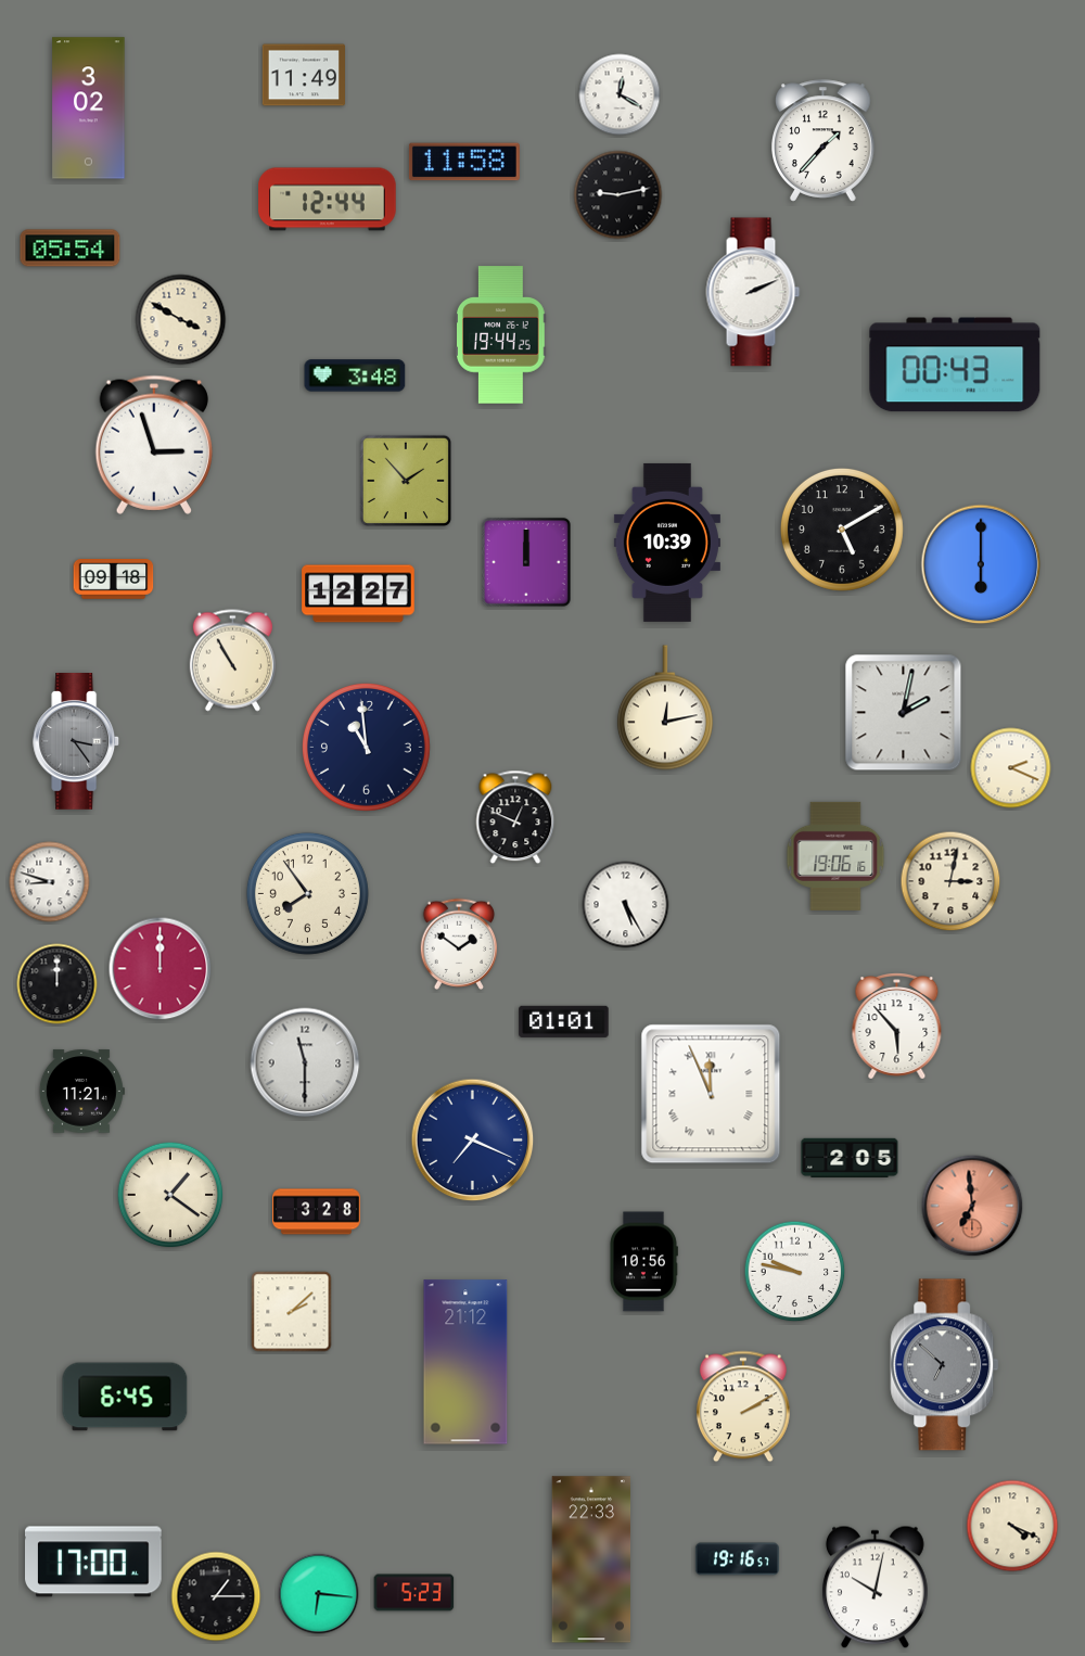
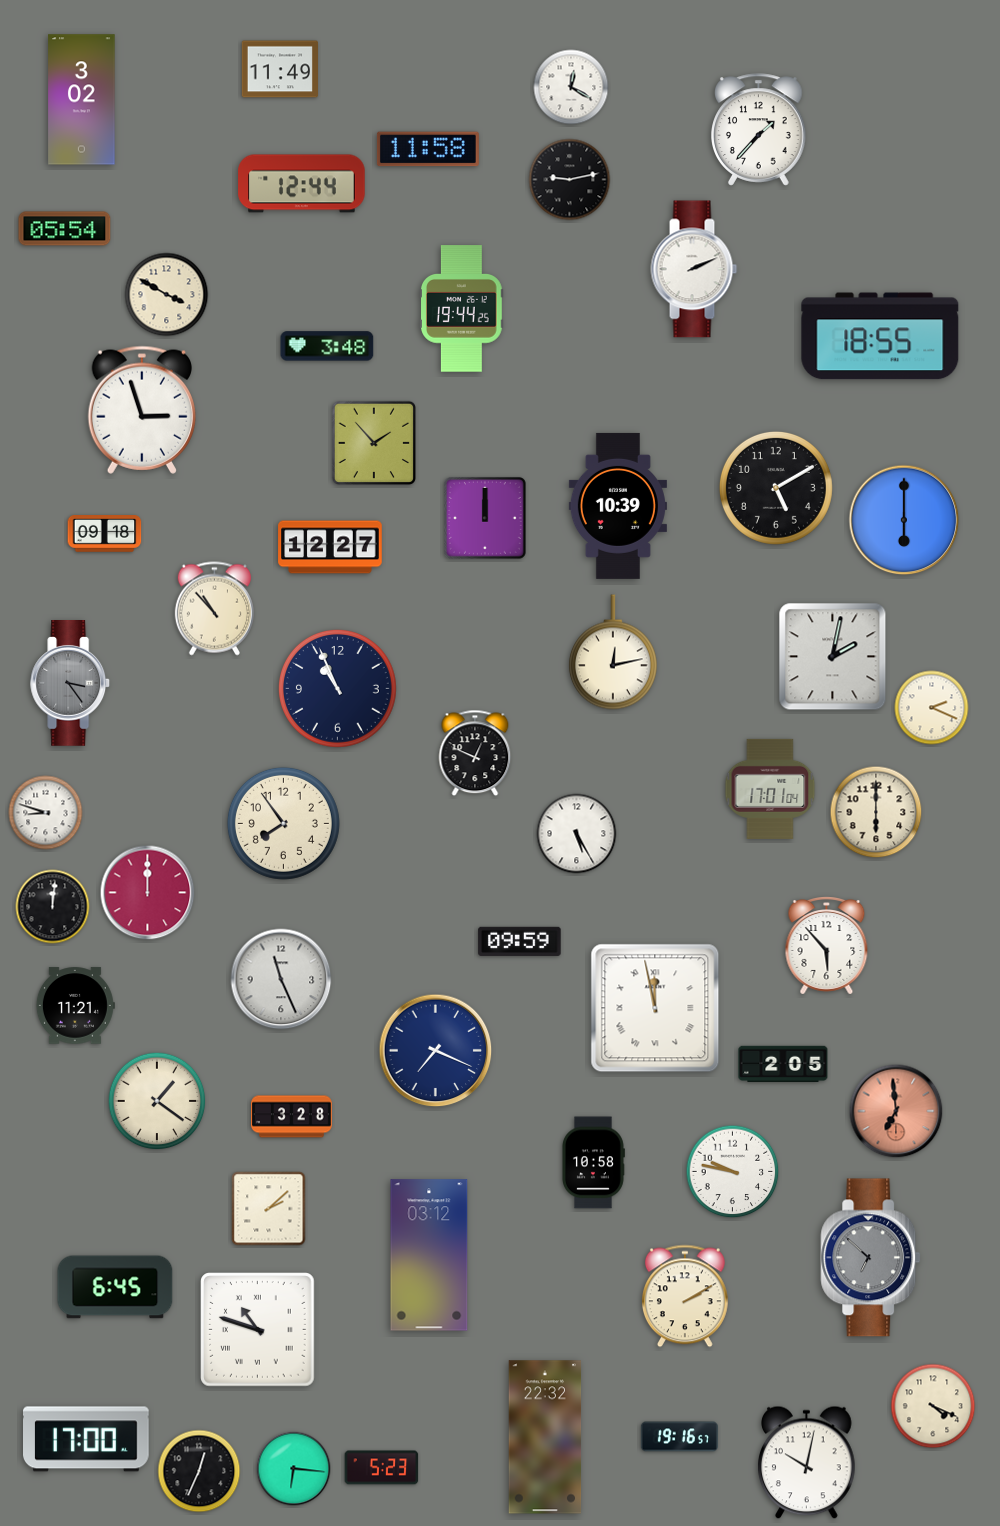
clock at (955, 365): 00:43 -> 18:55
clock at (667, 543) position: (667, 543) -> (618, 506)
clock at (232, 661): 10:55 -> 10:53
clock at (367, 748): 10:59 -> 10:56
clock at (835, 856): 19:06 -> 17:01
clock at (950, 881): 3:02 -> 6:00
clock at (459, 944): 1:51 -> none
clock at (58, 984): 12:00 -> 12:01
clock at (564, 1021): 01:01 -> 09:59
clock at (305, 1062): 11:30 -> 11:26
clock at (711, 1094): 11:56 -> 11:58
clock at (850, 1157) position: (850, 1157) -> (783, 1063)
clock at (643, 1262): 10:56 -> 10:58
clock at (465, 1362): 21:12 -> 03:12
clock at (258, 1330): none -> 10:48
clock at (591, 1559): 22:33 -> 22:32
clock at (216, 1596): 1:15 -> 12:34
